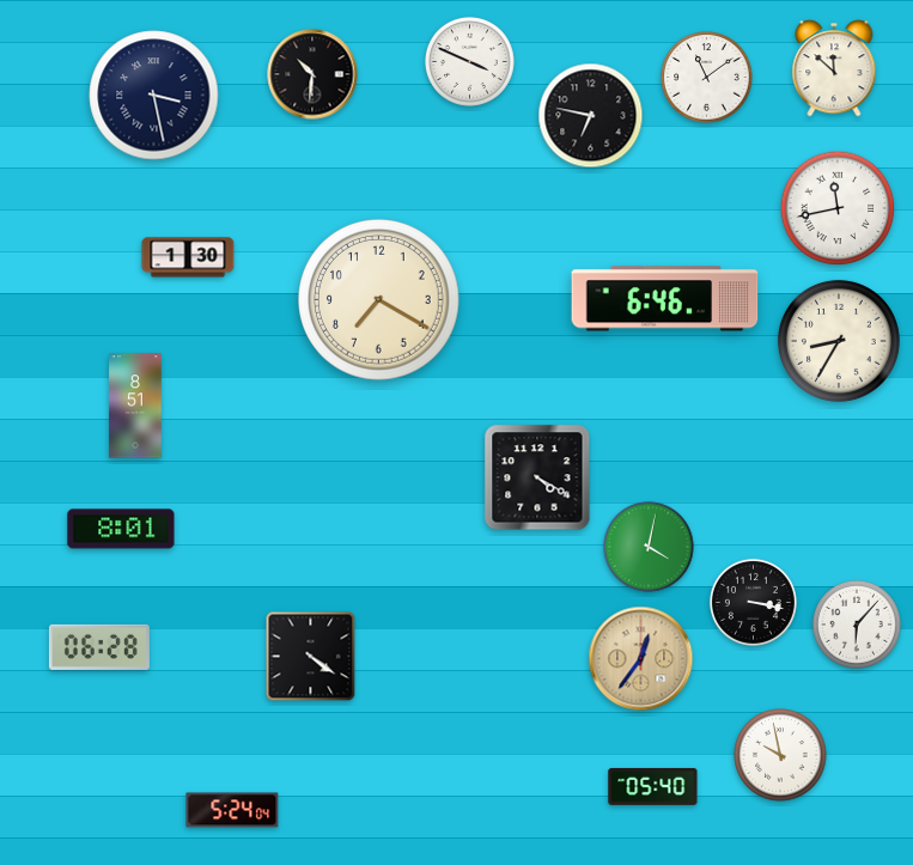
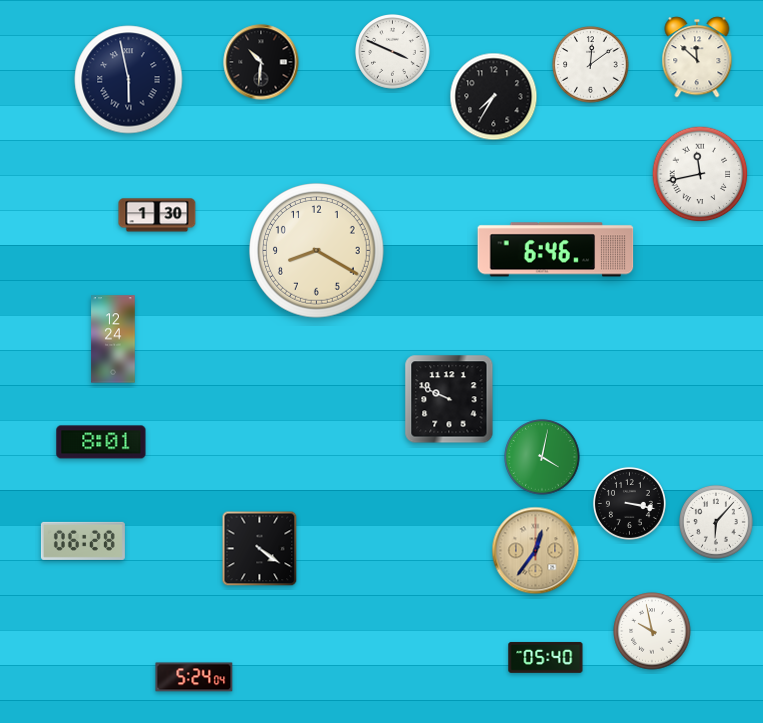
clock at (707, 78): 11:09 -> 12:09
clock at (154, 96): 3:28 -> 5:58
clock at (591, 116): 6:47 -> 7:35
clock at (379, 300): 7:20 -> 8:20
clock at (839, 341): 8:35 -> none
clock at (135, 406): 8:51 -> 12:24
clock at (537, 477): 4:20 -> 9:49
